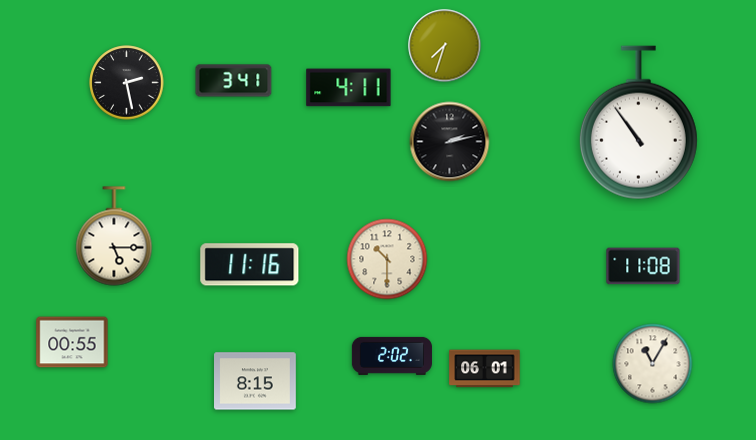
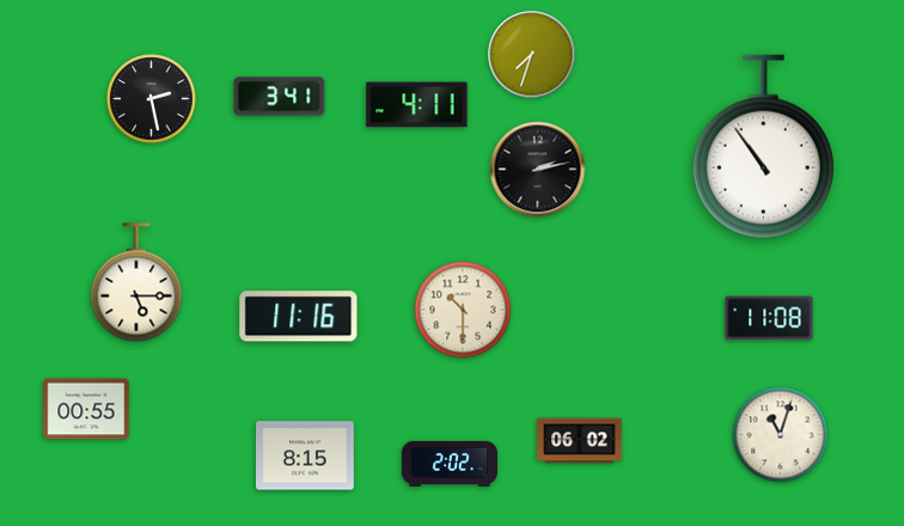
clock at (392, 356) position: (392, 356) -> (450, 464)
clock at (653, 364): 11:05 -> 11:03
clock at (485, 369): 06:01 -> 06:02
